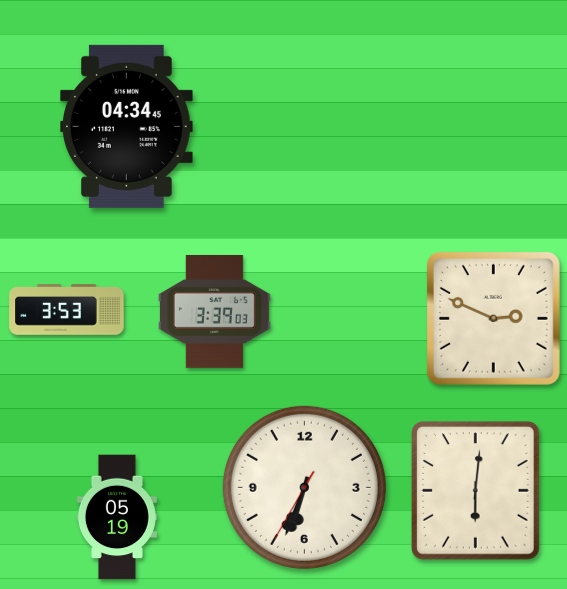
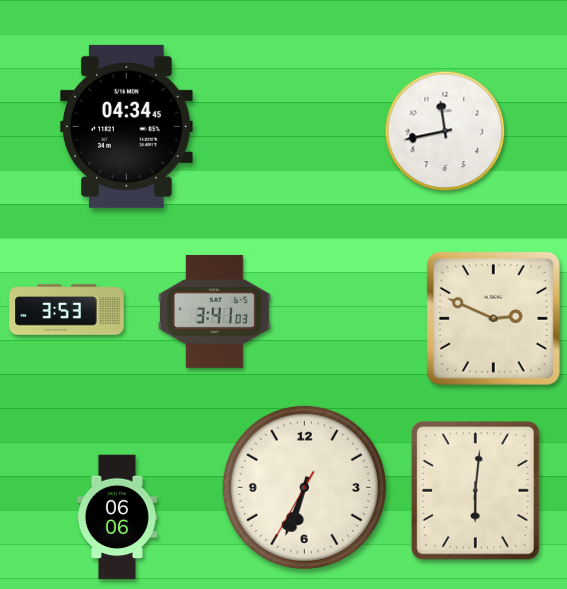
clock at (445, 131): none -> 11:43
clock at (214, 311): 3:39 -> 3:41
clock at (117, 517): 05:19 -> 06:06
